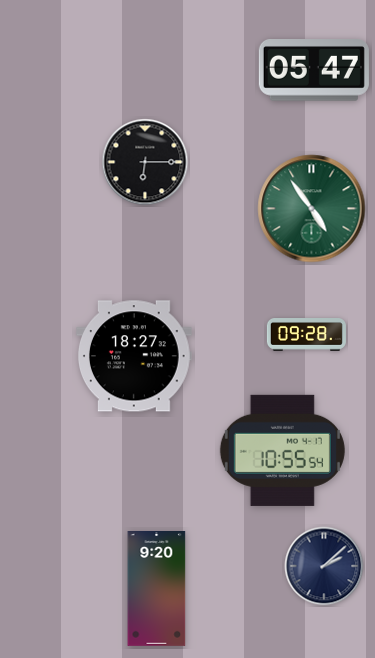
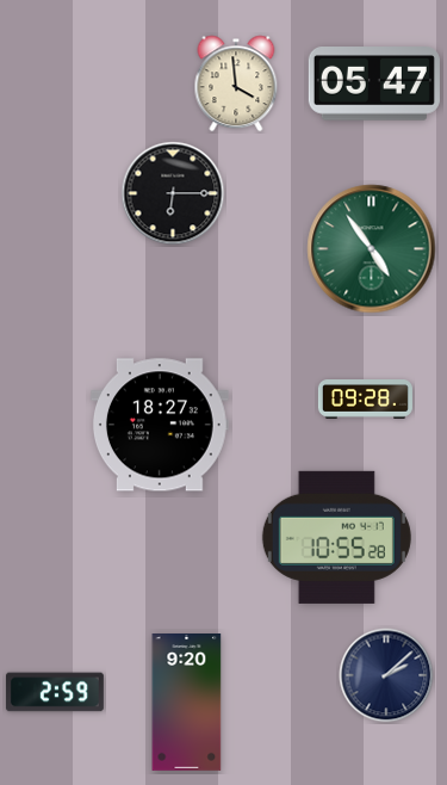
clock at (236, 84): none -> 3:59
clock at (282, 450): 10:55:54 -> 10:55:28
clock at (55, 692): none -> 2:59
